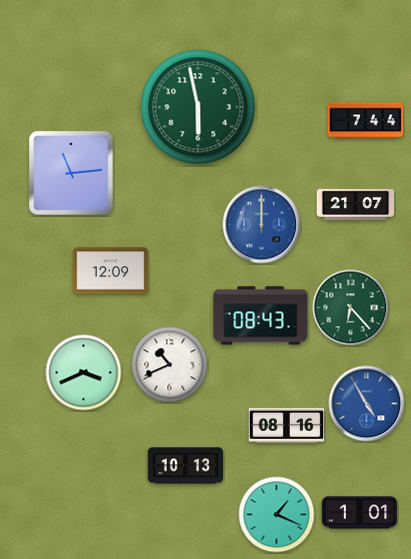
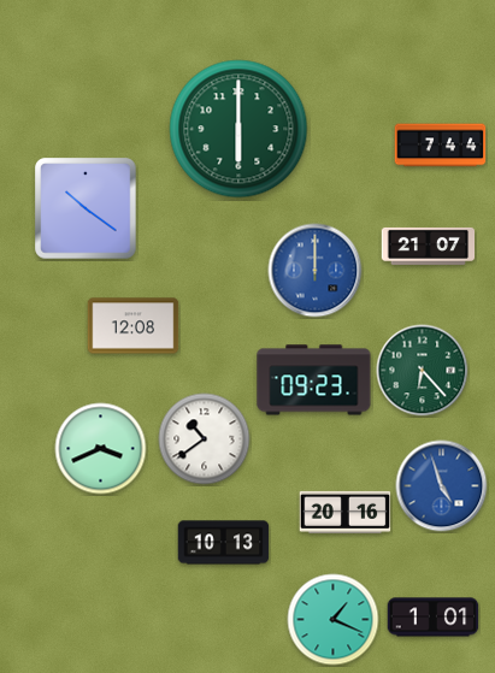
clock at (198, 107): 5:58 -> 6:00
clock at (71, 173): 11:14 -> 10:21
clock at (111, 271): 12:09 -> 12:08
clock at (261, 316): 08:43 -> 09:23
clock at (170, 365): 10:41 -> 10:39
clock at (367, 404): 4:55 -> 4:57
clock at (287, 425): 08:16 -> 20:16
clock at (186, 466) position: (186, 466) -> (224, 543)
